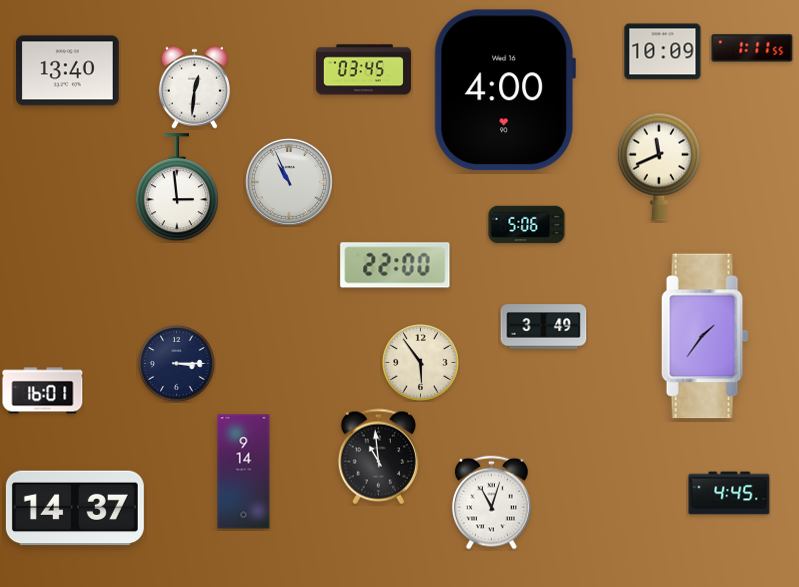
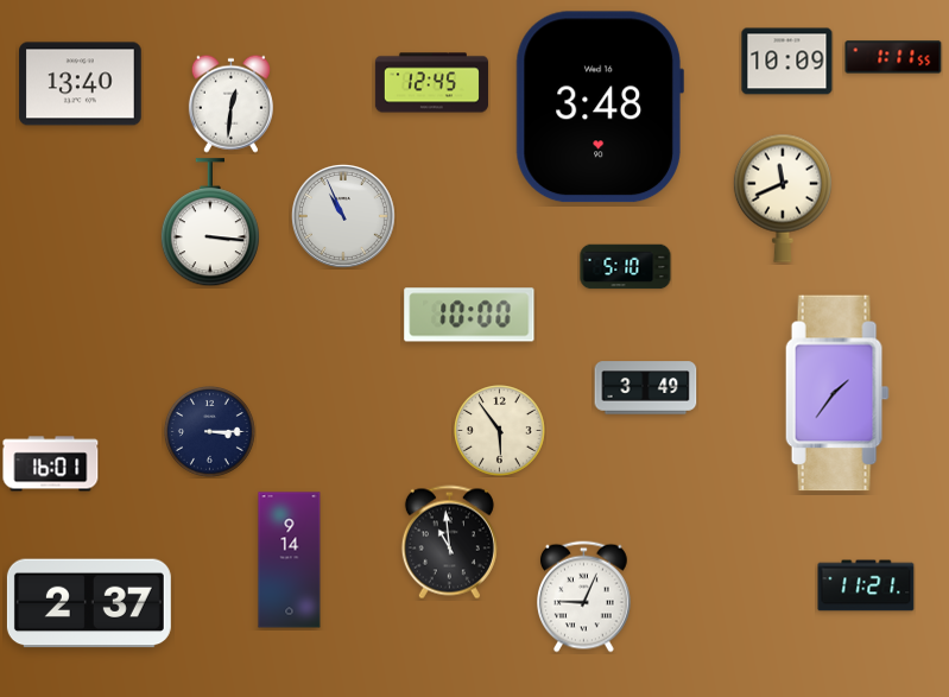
clock at (363, 70): 03:45 -> 12:45
clock at (505, 90): 4:00 -> 3:48
clock at (177, 188): 2:59 -> 3:16
clock at (527, 225): 5:06 -> 5:10
clock at (395, 265): 22:00 -> 10:00
clock at (705, 336) position: (705, 336) -> (837, 393)
clock at (729, 493): 4:45 -> 11:21
clock at (492, 503): 11:03 -> 9:04
clock at (75, 508): 14:37 -> 2:37
